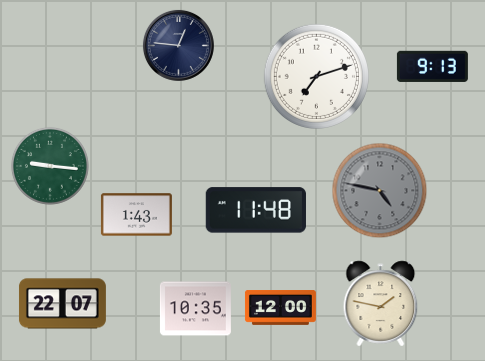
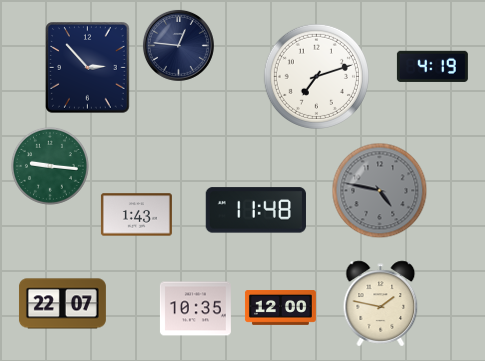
clock at (432, 66): 9:13 -> 4:19
clock at (88, 68): none -> 2:53
